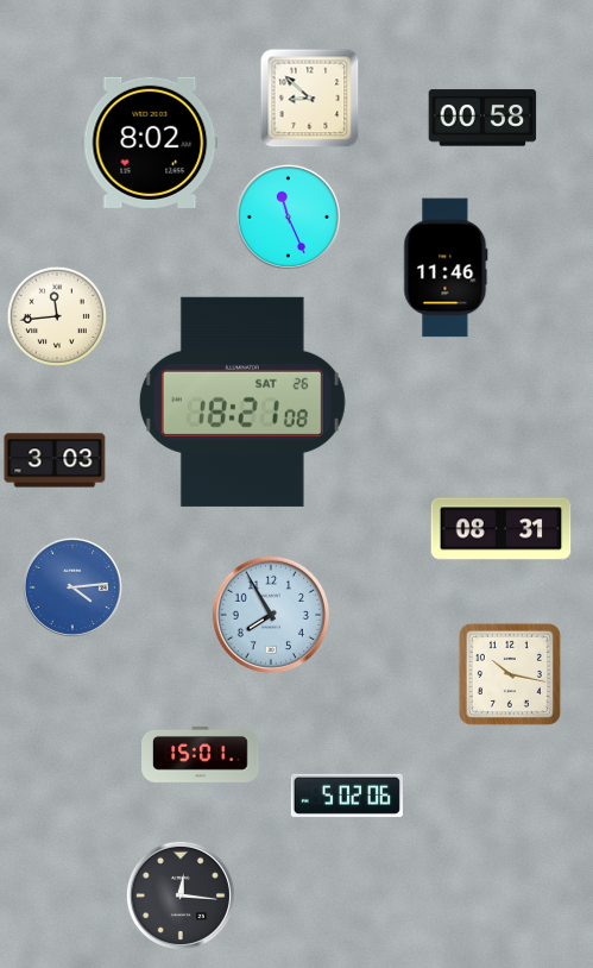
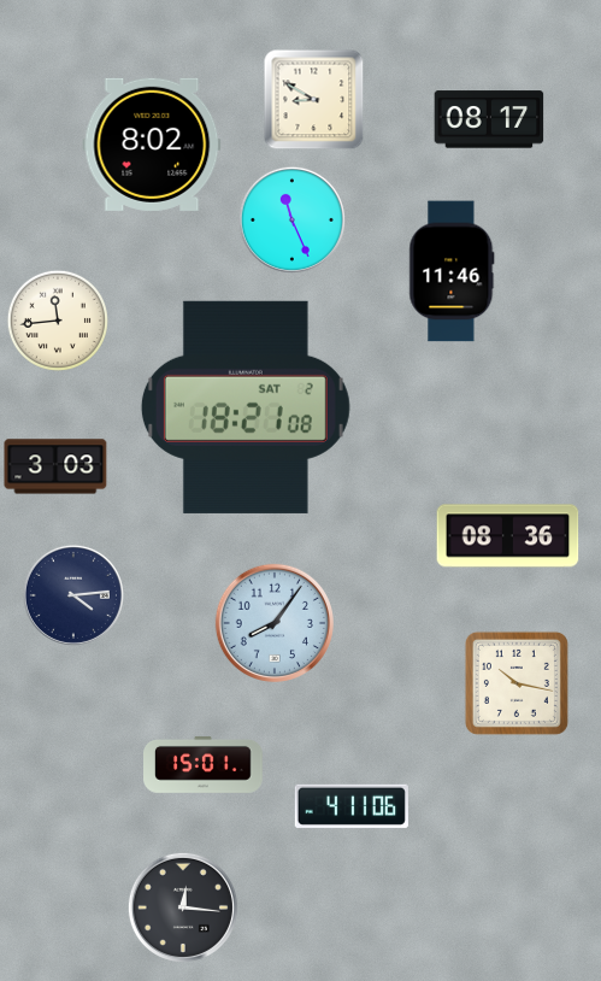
clock at (310, 99): 8:52 -> 8:50
clock at (482, 118): 00:58 -> 08:17
clock at (242, 402) date: SAT 26 -> SAT 2
clock at (501, 529): 08:31 -> 08:36
clock at (72, 587) dial: blue -> navy
clock at (271, 615): 7:55 -> 8:06
clock at (347, 796): 5:02 -> 4:11
